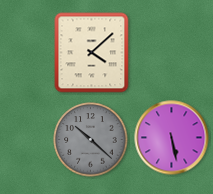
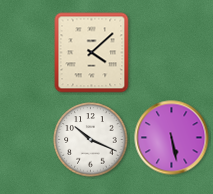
clock at (91, 140): 10:22 -> 10:19
clock at (91, 140) dial: grey -> white
